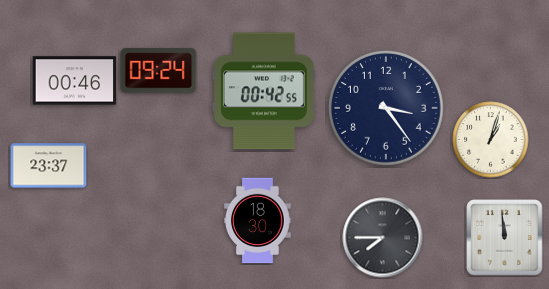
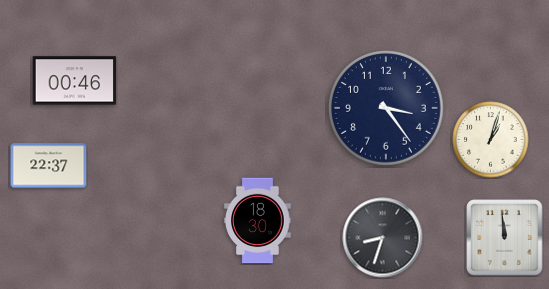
clock at (159, 71): 09:24 -> none
clock at (264, 91): 00:42 -> none
clock at (49, 166): 23:37 -> 22:37
clock at (383, 238): 7:45 -> 8:33
